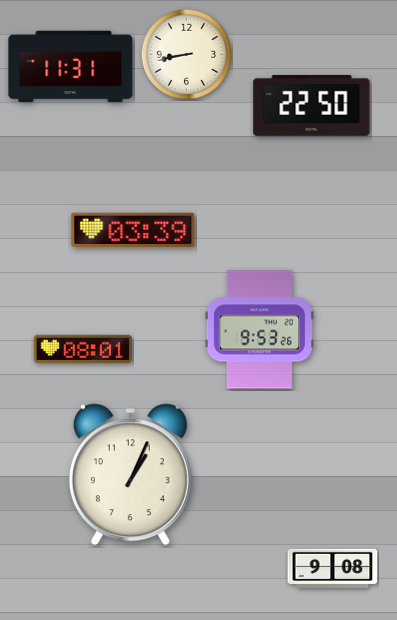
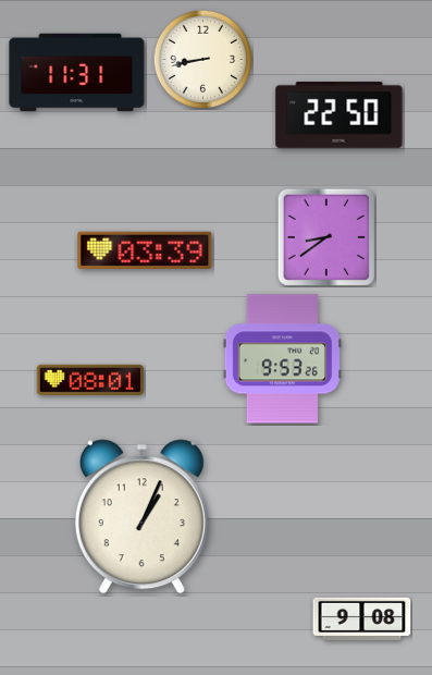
clock at (326, 237): none -> 8:39
